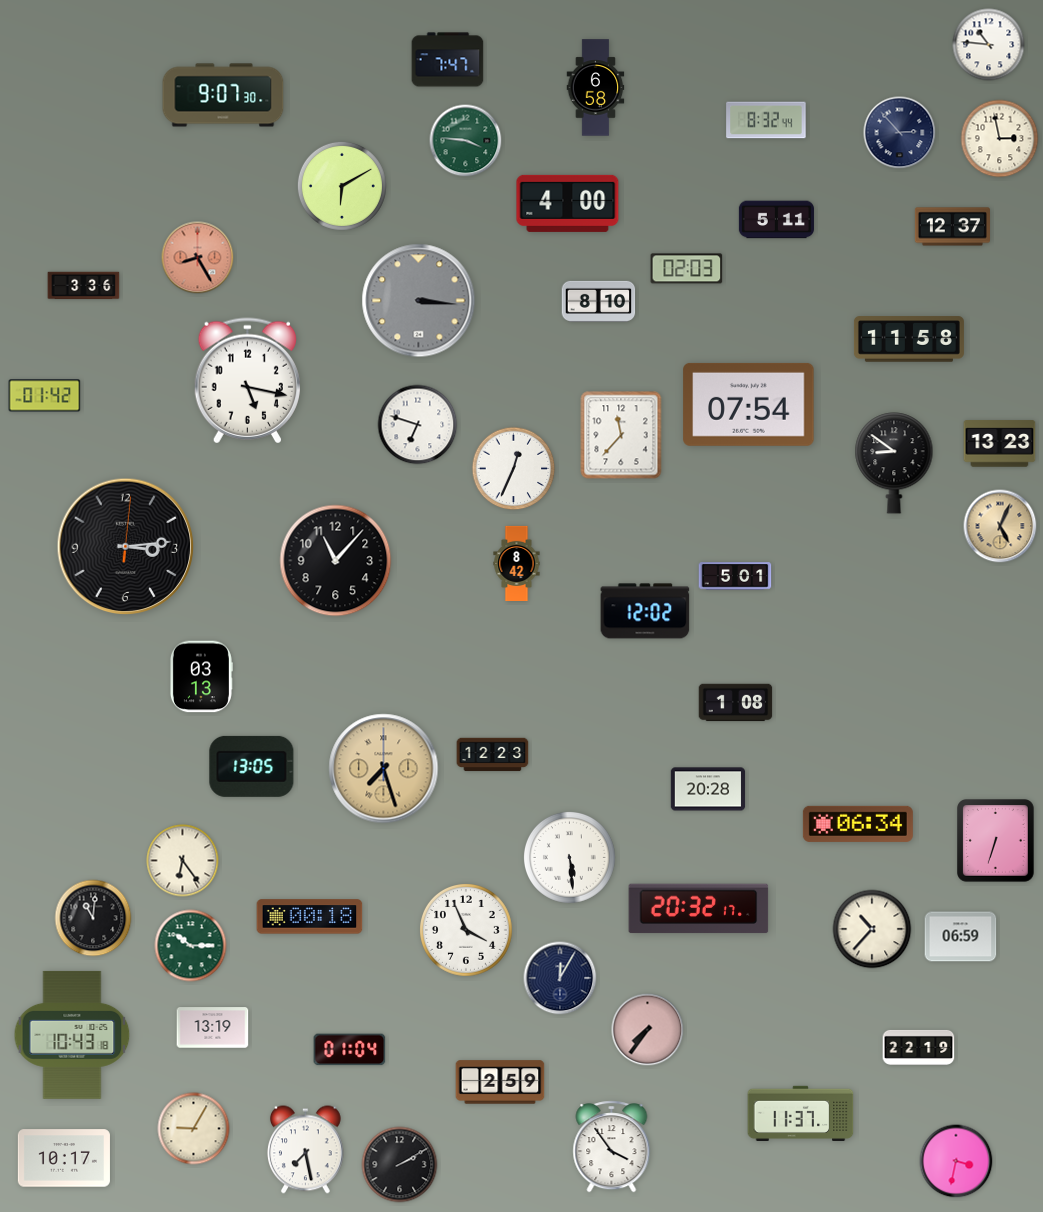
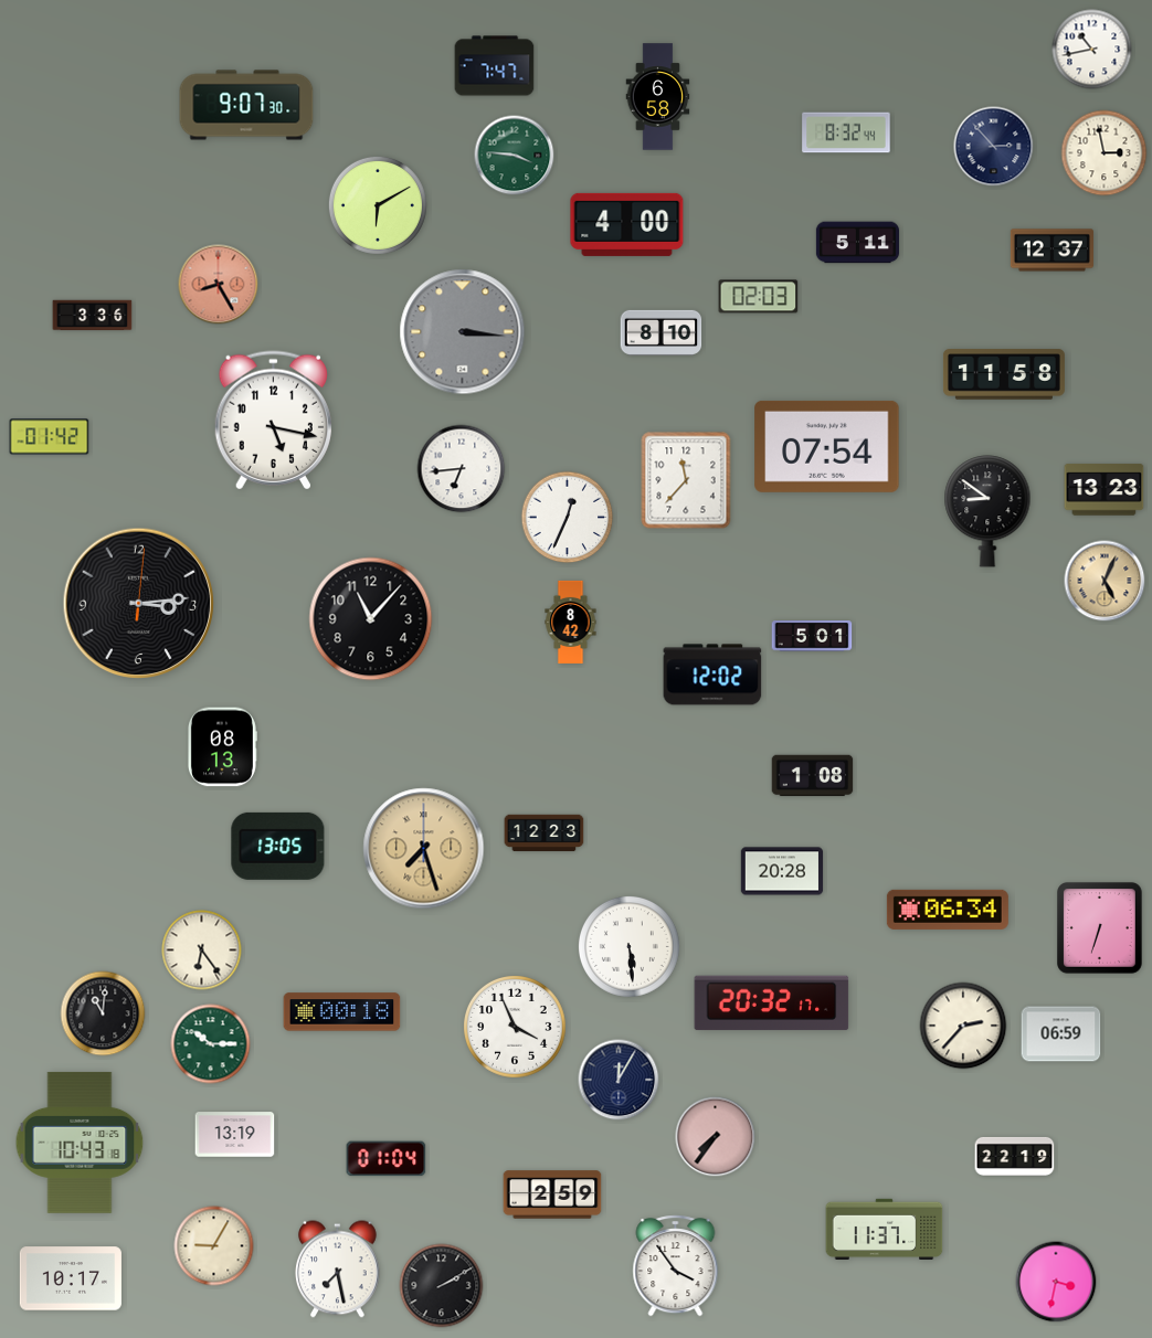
clock at (989, 45): 10:46 -> 10:43
clock at (418, 425): 6:48 -> 6:44
clock at (201, 677): 03:13 -> 08:13
clock at (872, 929): 10:37 -> 2:37
